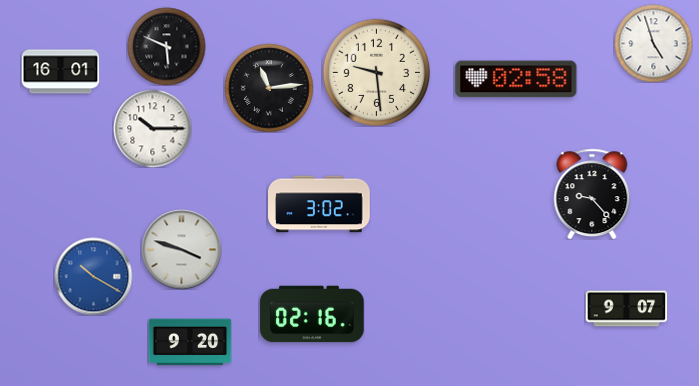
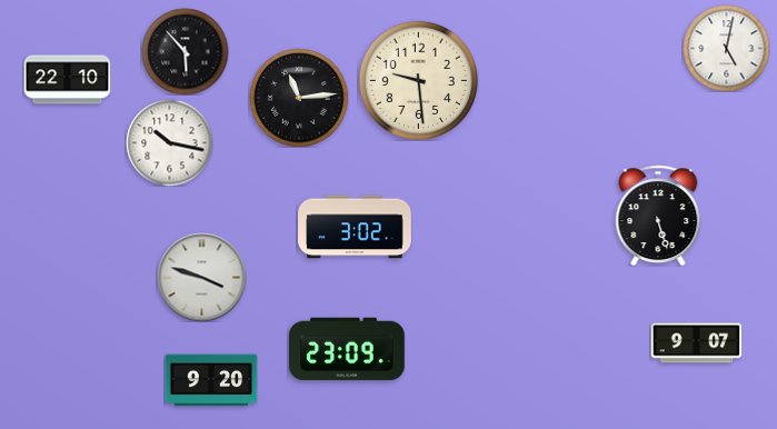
clock at (653, 43): 4:57 -> 5:02
clock at (166, 46): 5:49 -> 5:53
clock at (60, 72): 16:01 -> 22:10
clock at (516, 79): 02:58 -> none
clock at (152, 128): 10:15 -> 10:17
clock at (592, 194): 9:23 -> 5:27
clock at (93, 276): 10:20 -> none
clock at (312, 314): 02:16 -> 23:09
